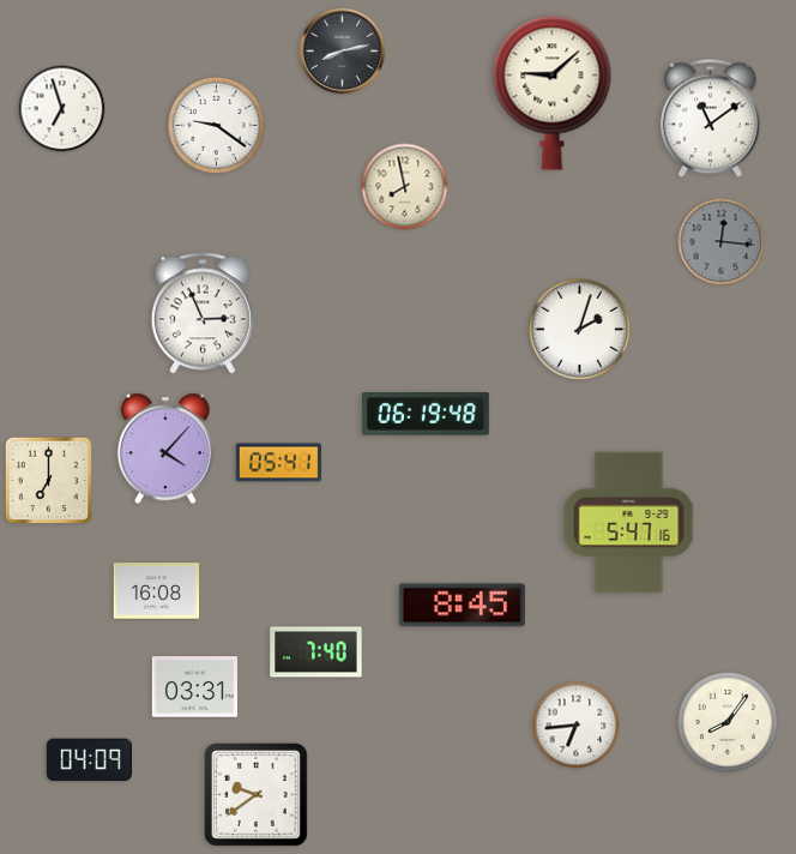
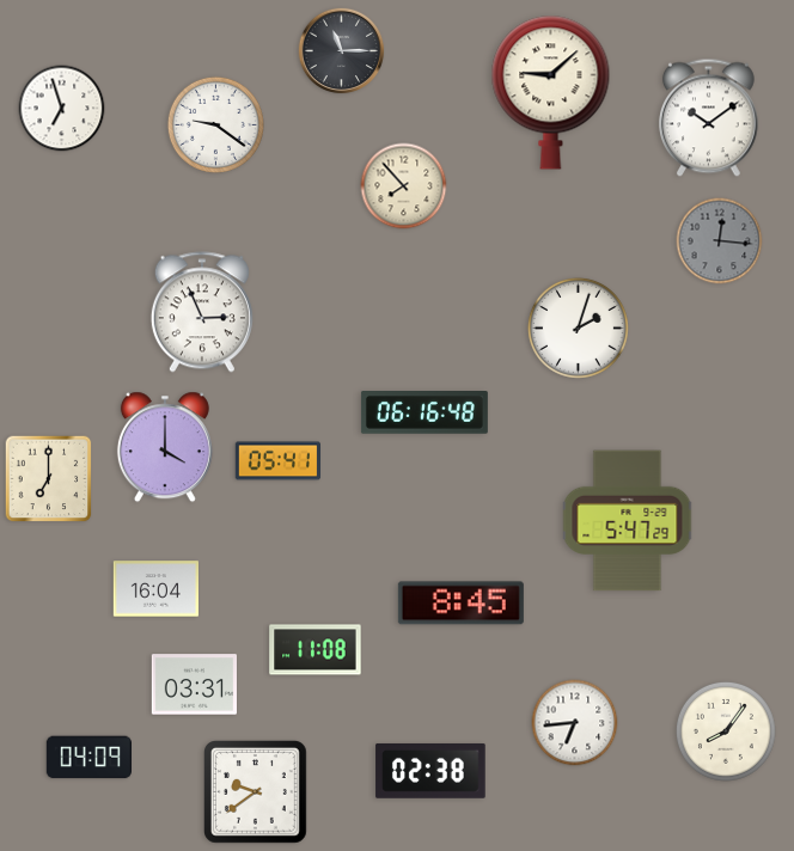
clock at (343, 52): 8:13 -> 11:15
clock at (711, 119): 11:09 -> 10:09
clock at (405, 187): 7:58 -> 7:53
clock at (426, 414): 06:19 -> 06:16
clock at (165, 449): 4:07 -> 4:00
clock at (629, 523): 5:47:16 -> 5:47:29
clock at (156, 591): 16:08 -> 16:04
clock at (316, 652): 7:40 -> 11:08
clock at (728, 722) position: (728, 722) -> (726, 731)
clock at (430, 771): none -> 02:38
